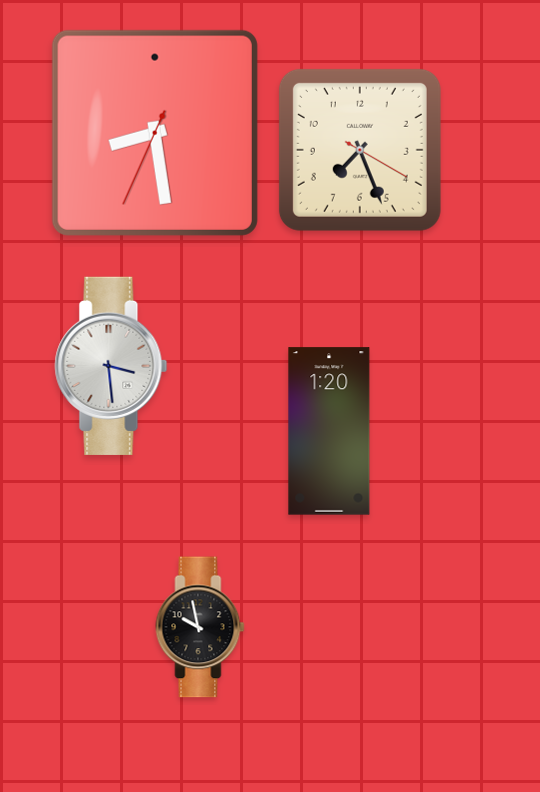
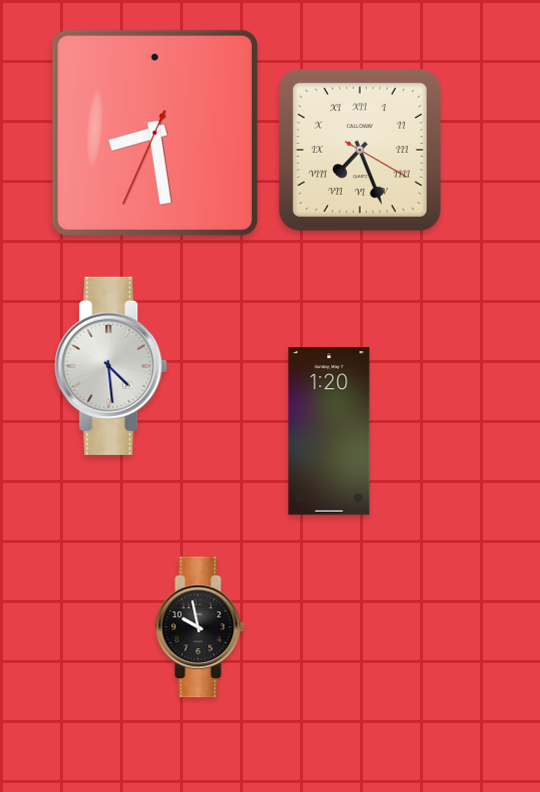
clock at (360, 150) numerals: Arabic -> Roman
clock at (111, 366): 3:29 -> 4:29
